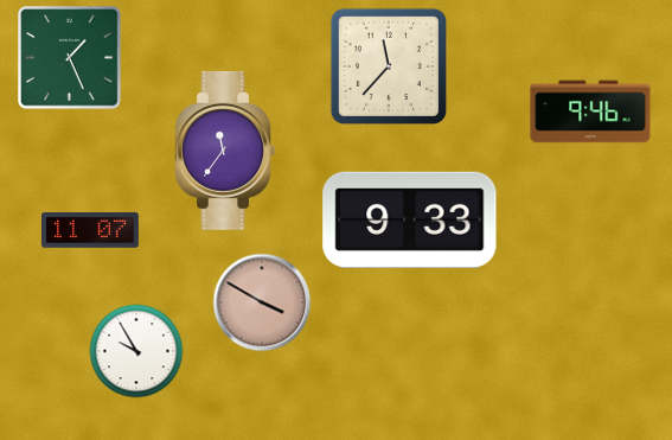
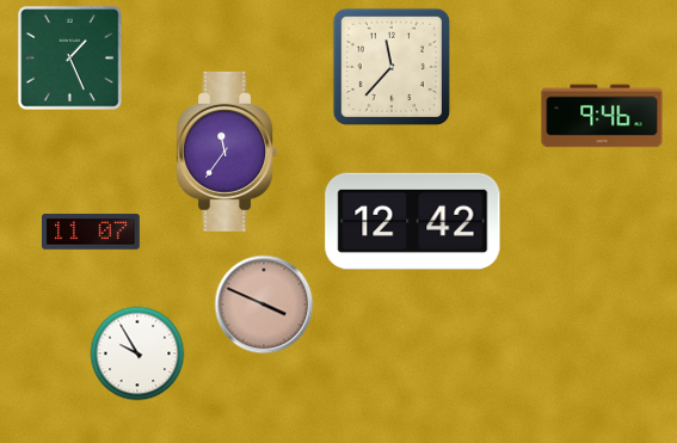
clock at (590, 111) position: (590, 111) -> (602, 116)
clock at (410, 219): 9:33 -> 12:42
clock at (262, 302): 3:50 -> 3:49
